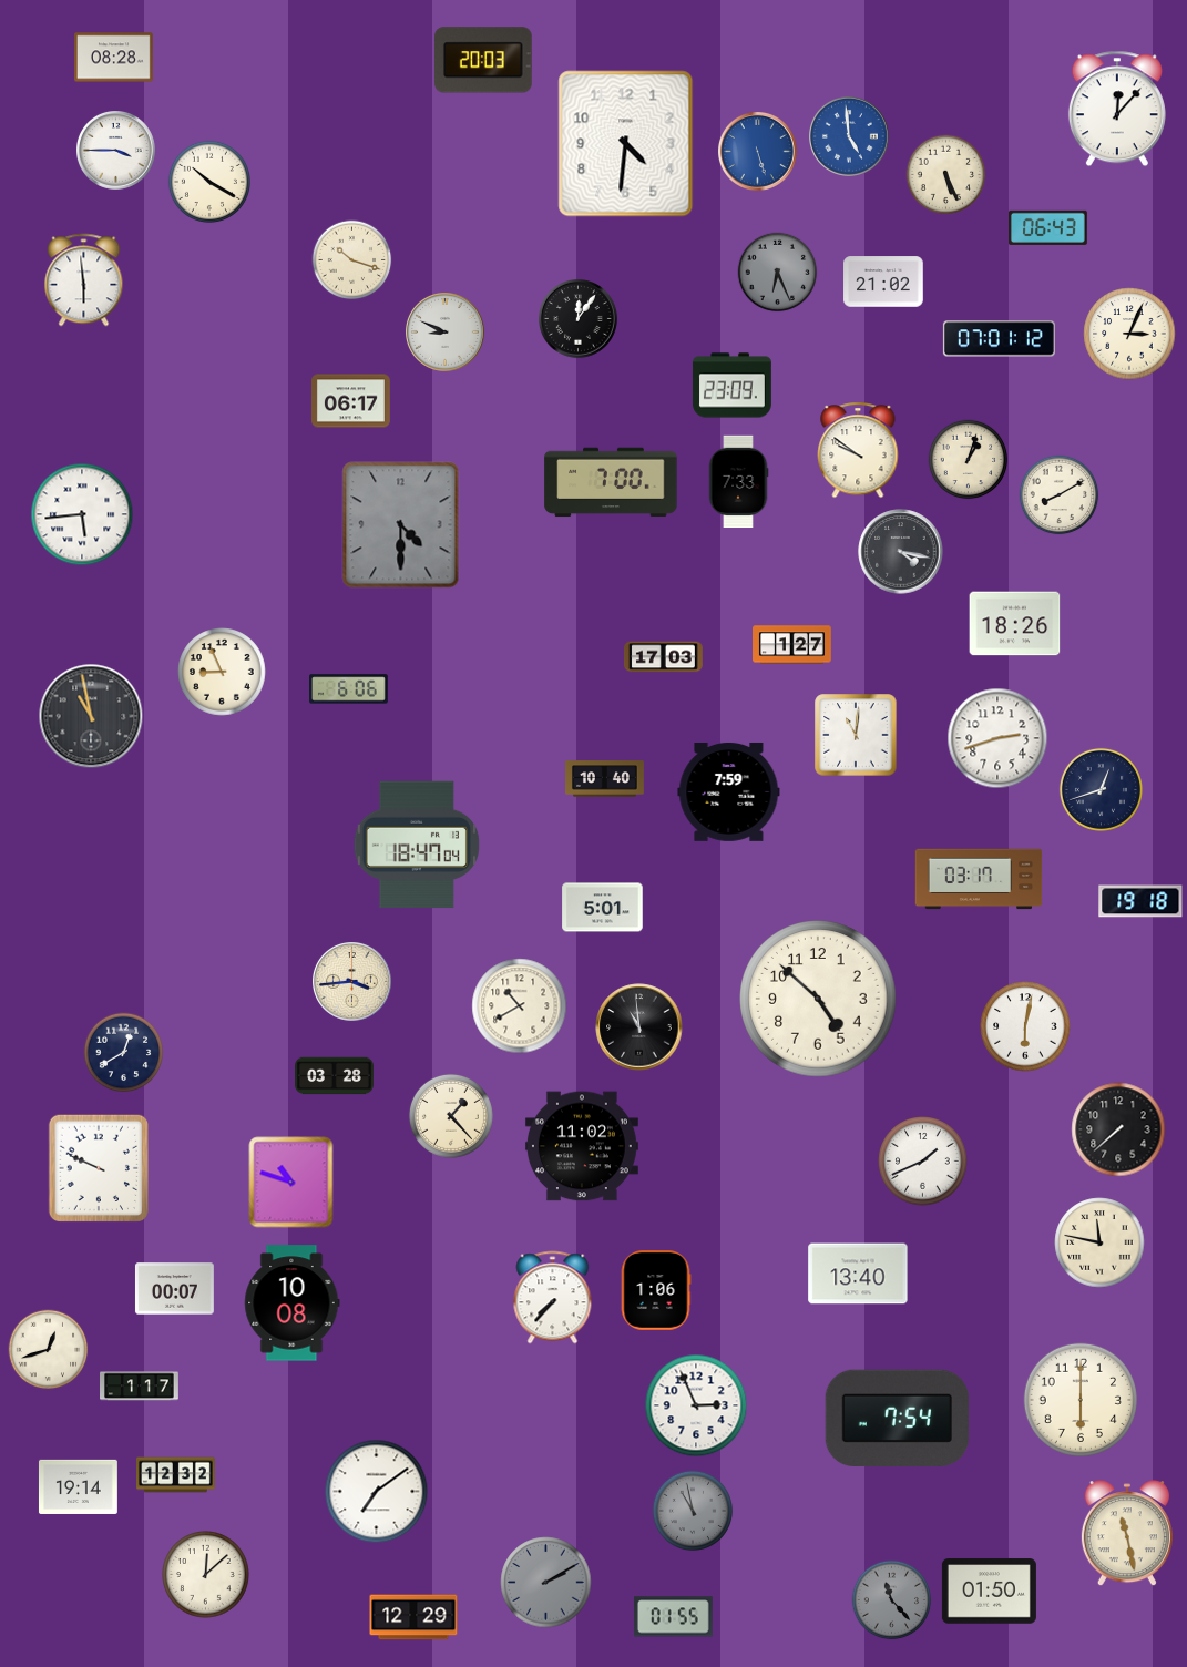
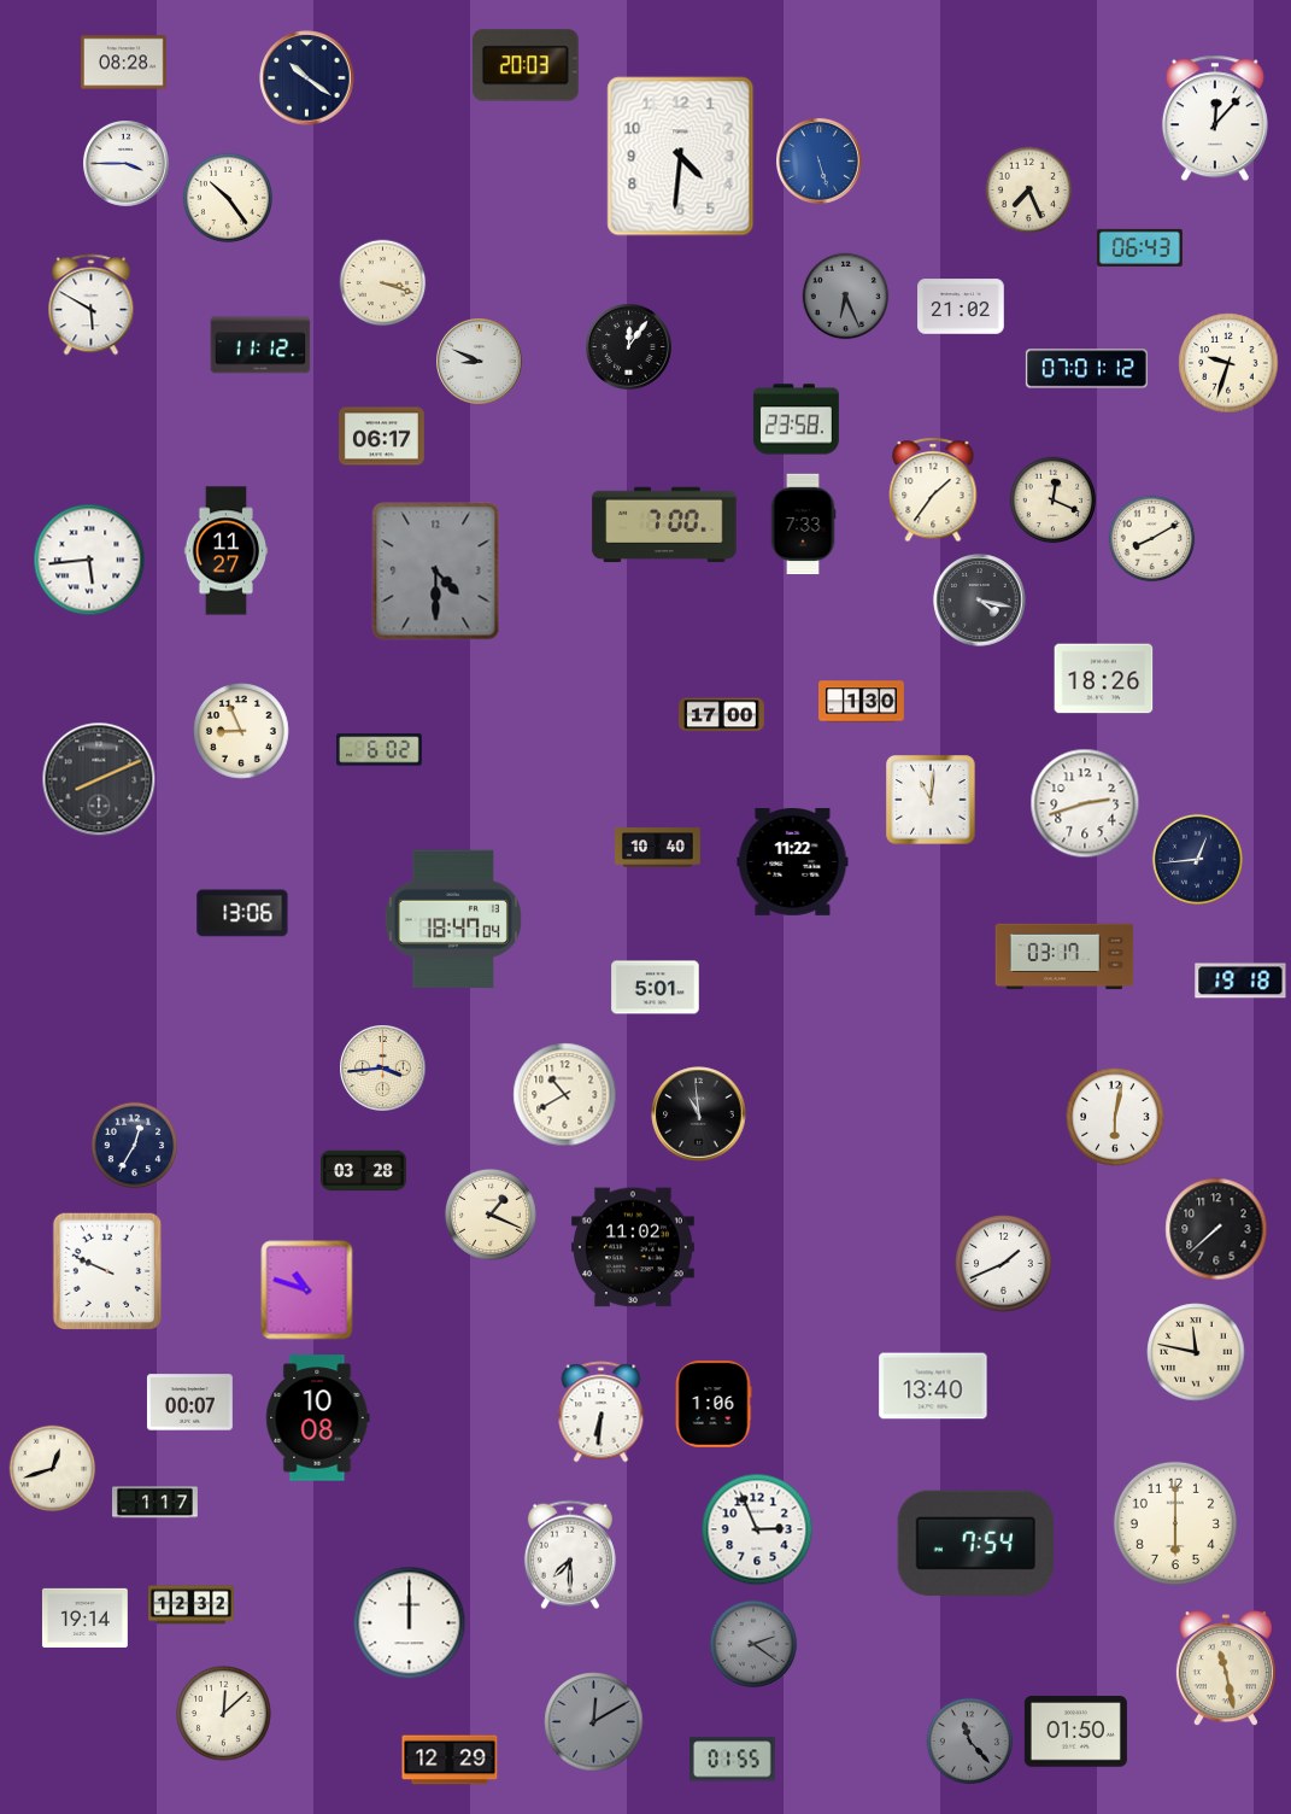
clock at (307, 78): none -> 10:21
clock at (850, 137): 4:59 -> none
clock at (758, 152) position: (758, 152) -> (820, 162)
clock at (946, 175): 5:26 -> 7:26
clock at (209, 182): 10:20 -> 10:24
clock at (352, 260): 10:18 -> 3:18
clock at (84, 280): 5:59 -> 5:50
clock at (260, 345): none -> 11:12
clock at (446, 333) position: (446, 333) -> (480, 362)
clock at (1129, 334): 3:04 -> 9:33
clock at (731, 386): 23:09 -> 23:58
clock at (858, 450): 9:51 -> 1:36
clock at (969, 460): 1:03 -> 12:19
clock at (227, 551): none -> 11:27
clock at (792, 645): 1:27 -> 1:30
clock at (664, 657): 17:03 -> 17:00
clock at (348, 689): 6:06 -> 6:02
clock at (91, 716): 10:58 -> 8:11
clock at (1101, 789): 12:42 -> 12:44
clock at (729, 791): 7:59 -> 11:22
clock at (242, 913): none -> 13:06
clock at (818, 999): 4:52 -> none
clock at (639, 1027) position: (639, 1027) -> (699, 1114)
clock at (124, 1053): 12:40 -> 12:35
clock at (451, 1116): 1:23 -> 1:19
clock at (291, 1183) position: (291, 1183) -> (307, 1291)
clock at (553, 1298): 7:37 -> 6:31
clock at (140, 1387) position: (140, 1387) -> (155, 1503)
clock at (570, 1555): none -> 7:30
clock at (377, 1492): 7:09 -> 12:00
clock at (693, 1511): 10:58 -> 2:21
clock at (546, 1583): 2:10 -> 12:10
